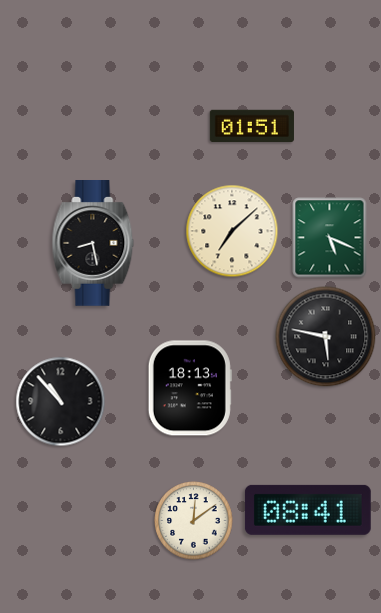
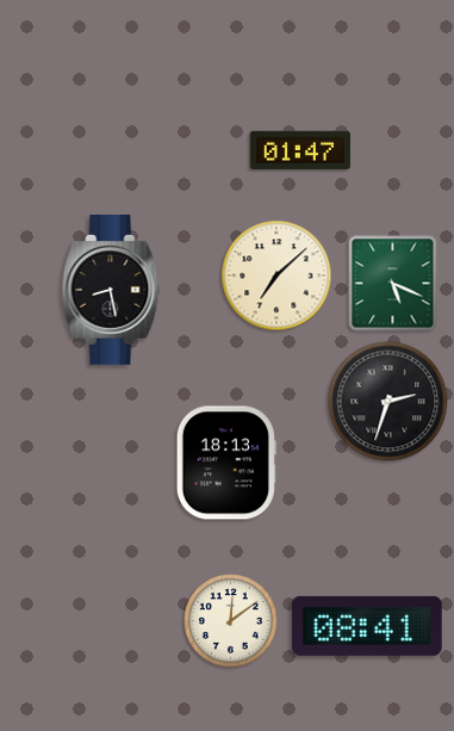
clock at (252, 125): 01:51 -> 01:47
clock at (326, 337): 5:47 -> 2:33
clock at (61, 402): 10:53 -> none
clock at (308, 510) position: (308, 510) -> (367, 626)
